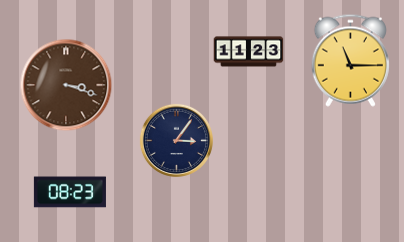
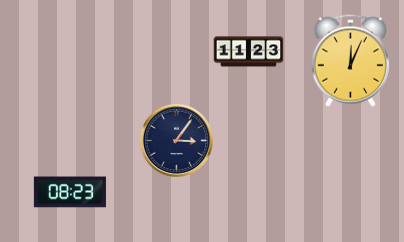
clock at (350, 60): 11:15 -> 12:04
clock at (66, 85): 3:18 -> none
